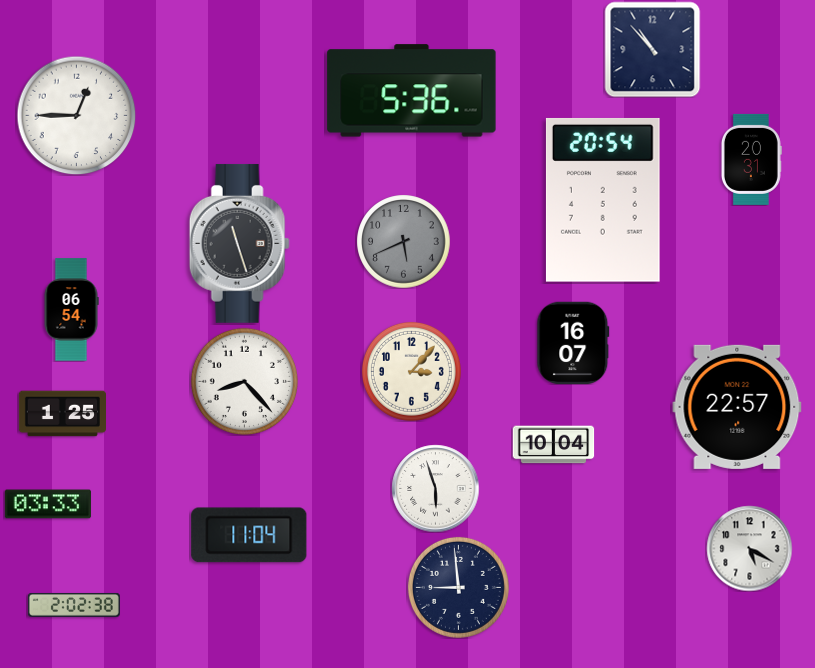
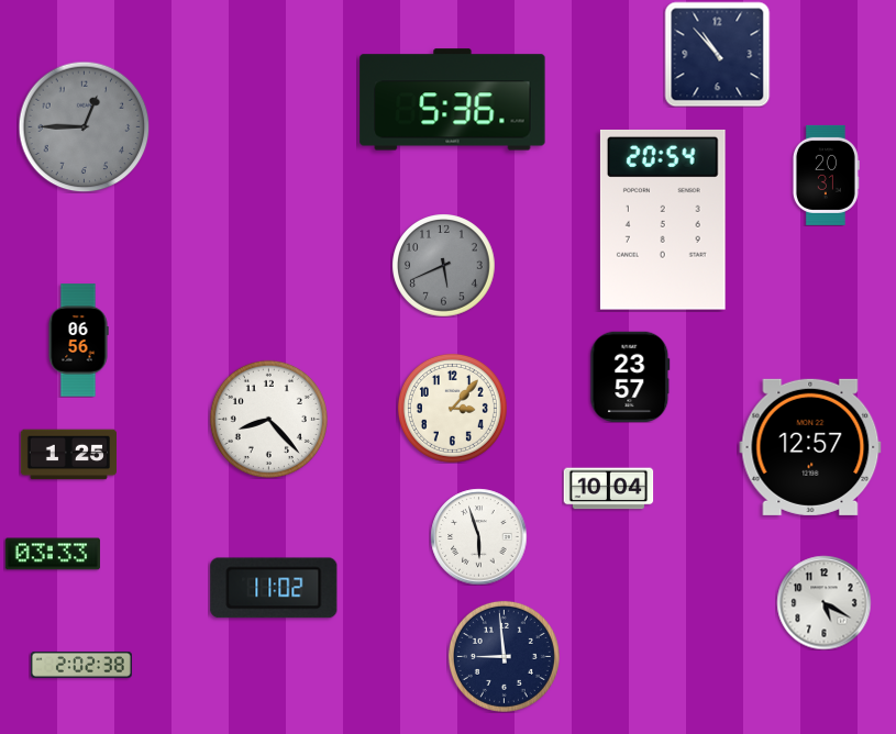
clock at (76, 115) dial: white -> grey
clock at (239, 243): 11:27 -> none
clock at (71, 310): 06:54 -> 06:56
clock at (573, 343): 16:07 -> 23:57
clock at (737, 407): 22:57 -> 12:57
clock at (249, 535): 11:04 -> 11:02
clock at (458, 587) position: (458, 587) -> (504, 656)
